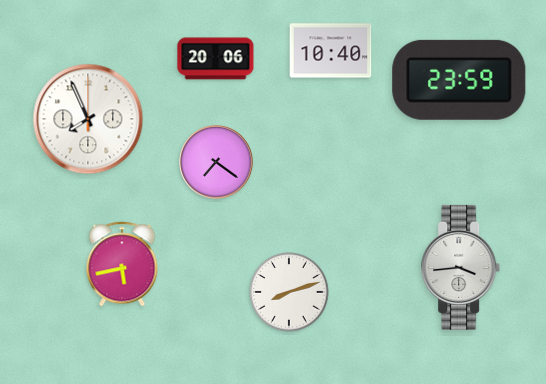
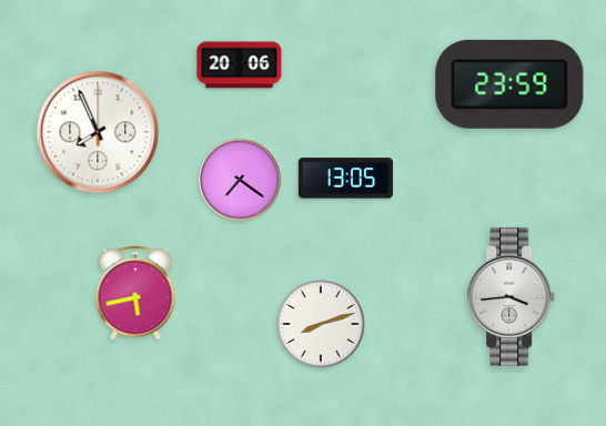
clock at (331, 51): 10:40 -> none
clock at (459, 80) position: (459, 80) -> (509, 84)
clock at (345, 179): none -> 13:05
